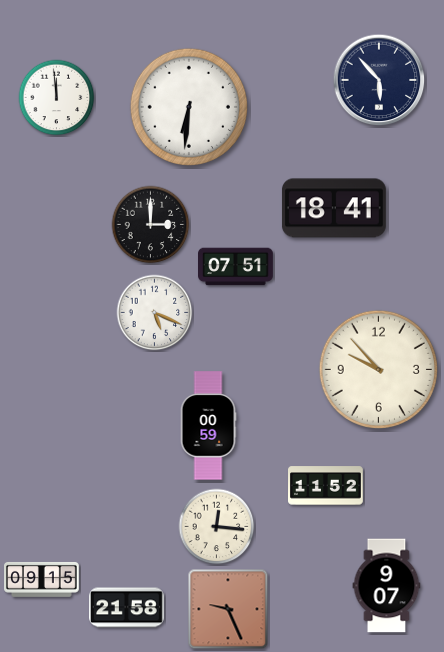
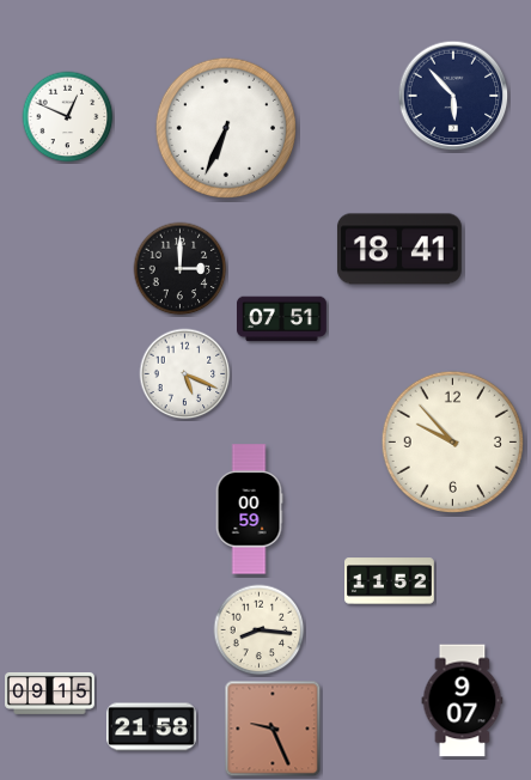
clock at (57, 98): 11:59 -> 12:49
clock at (189, 107): 6:31 -> 6:34
clock at (217, 527): 12:16 -> 8:16
